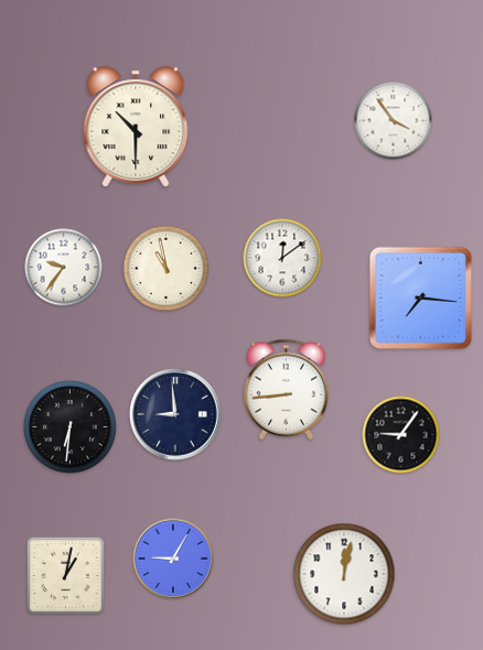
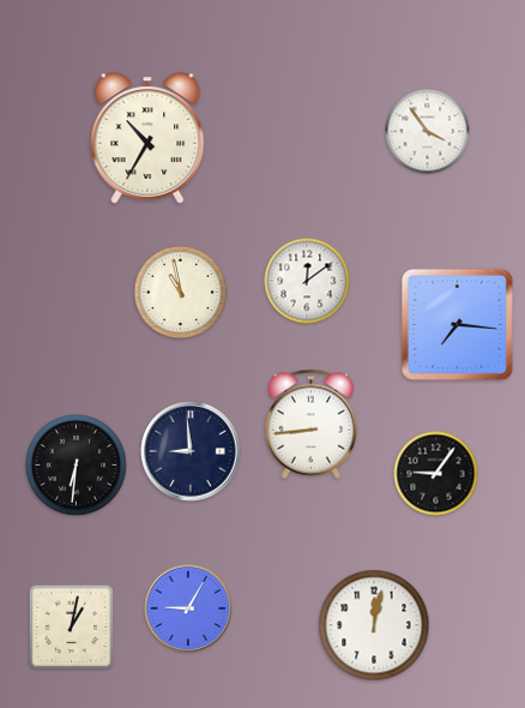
clock at (136, 127): 10:30 -> 10:35
clock at (64, 268): 9:36 -> none
